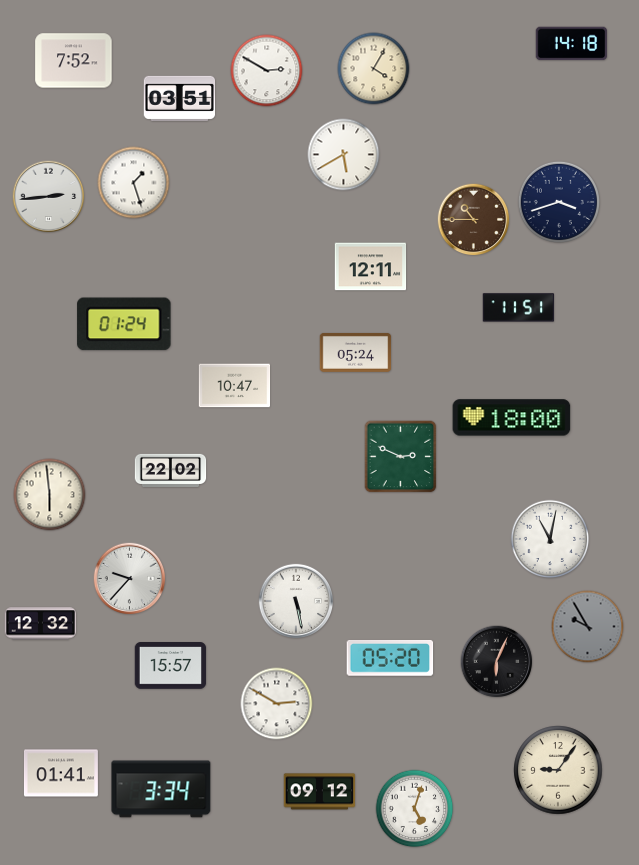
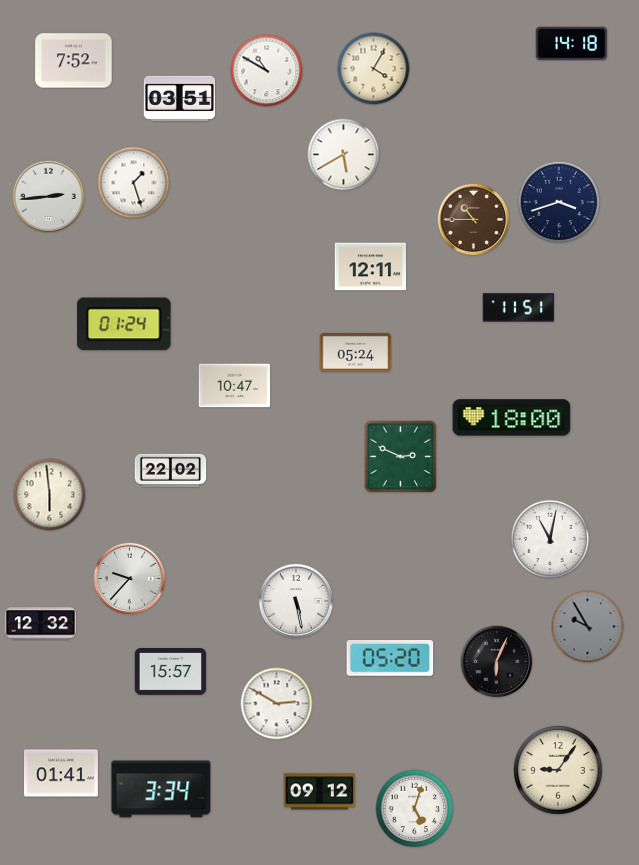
clock at (267, 71): 2:50 -> 10:50
clock at (171, 666) position: (171, 666) -> (171, 672)
